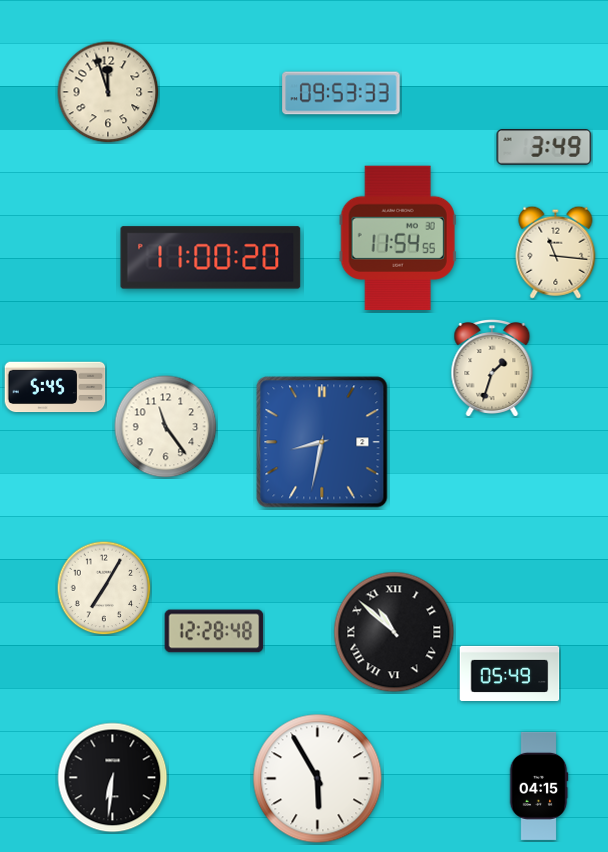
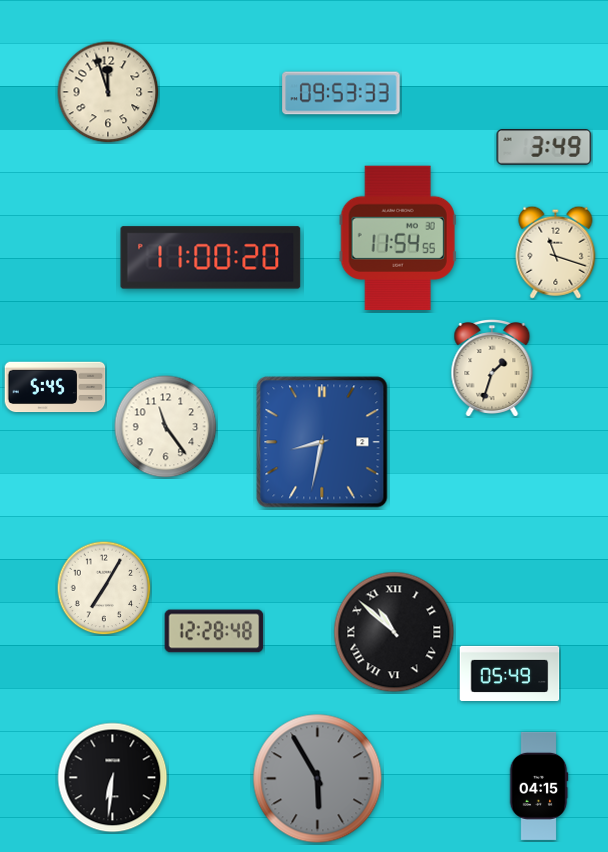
clock at (556, 252): 11:16 -> 11:18
clock at (318, 779) dial: white -> grey
